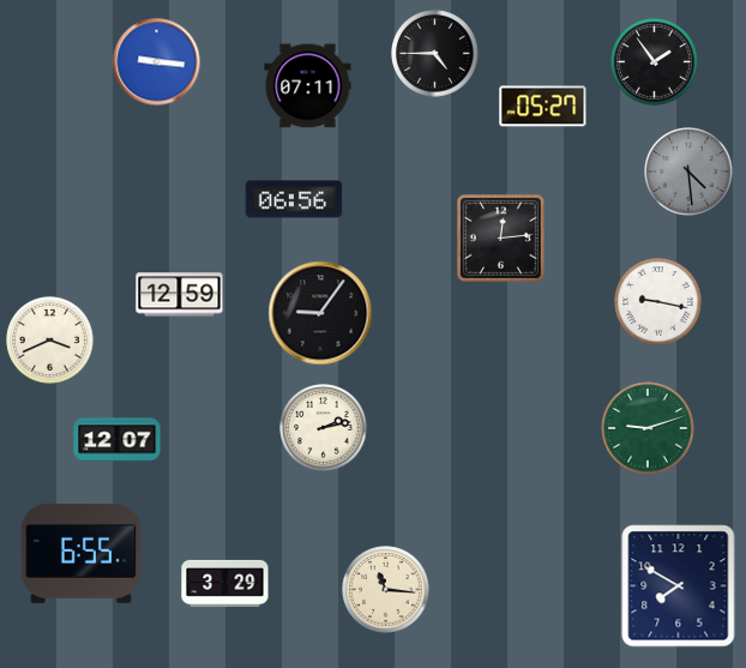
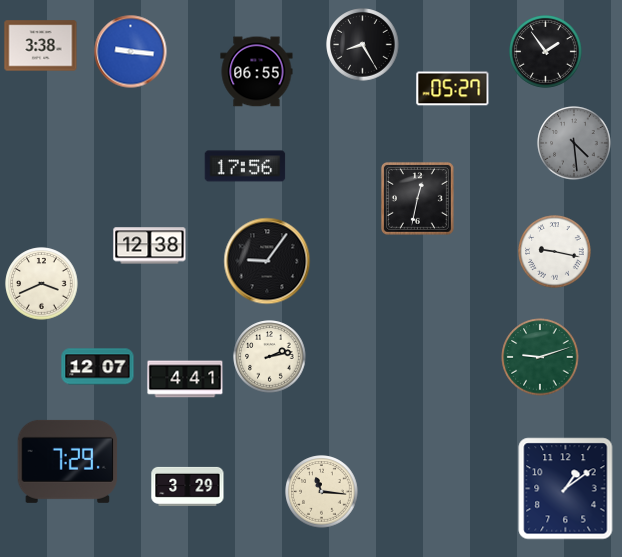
clock at (435, 54): 4:45 -> 8:25
clock at (41, 46): none -> 3:38
clock at (308, 86): 07:11 -> 06:55
clock at (294, 199): 06:56 -> 17:56
clock at (500, 237): 12:14 -> 12:32
clock at (180, 295): 12:59 -> 12:38
clock at (658, 302) position: (658, 302) -> (555, 252)
clock at (185, 379): none -> 4:41
clock at (82, 553): 6:55 -> 7:29
clock at (679, 586): 7:50 -> 1:09
